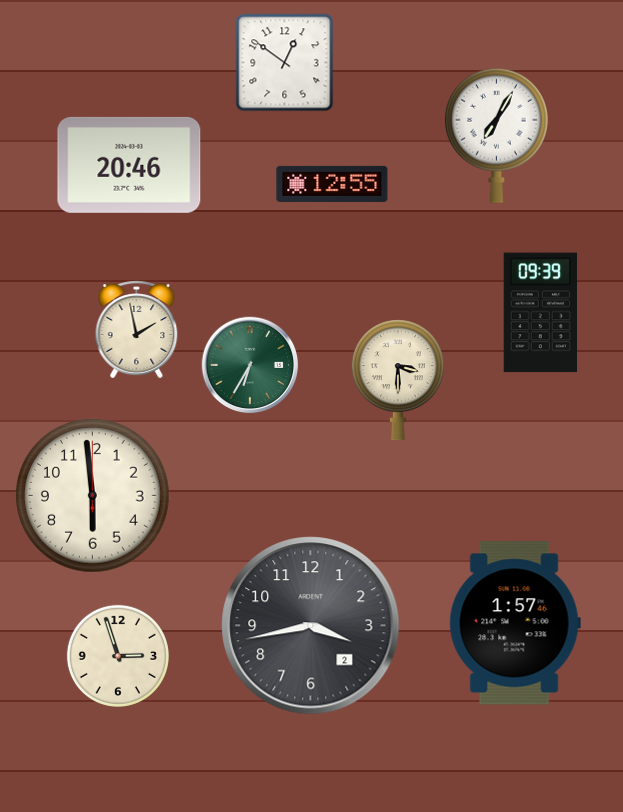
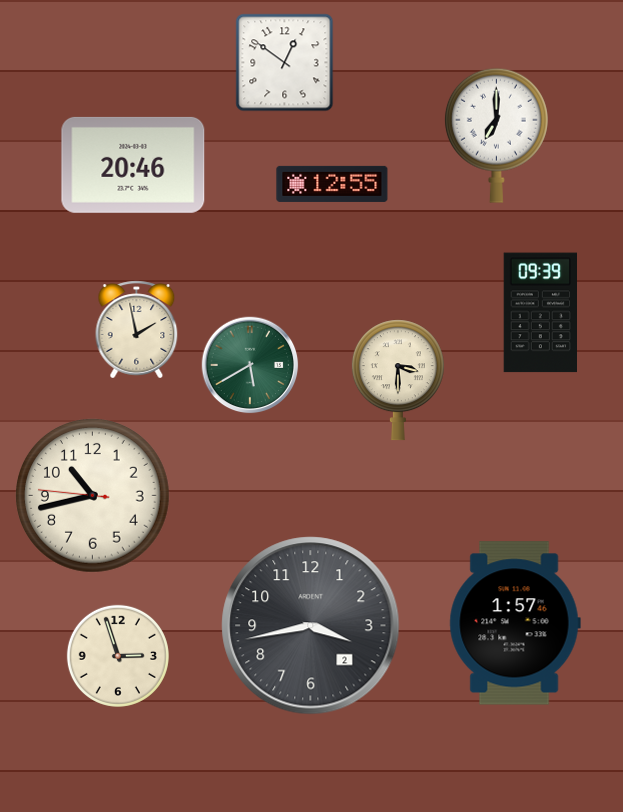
clock at (496, 135): 7:05 -> 7:00
clock at (129, 165) position: (129, 165) -> (133, 165)
clock at (250, 365): 6:35 -> 5:40
clock at (93, 496): 5:59 -> 10:42
